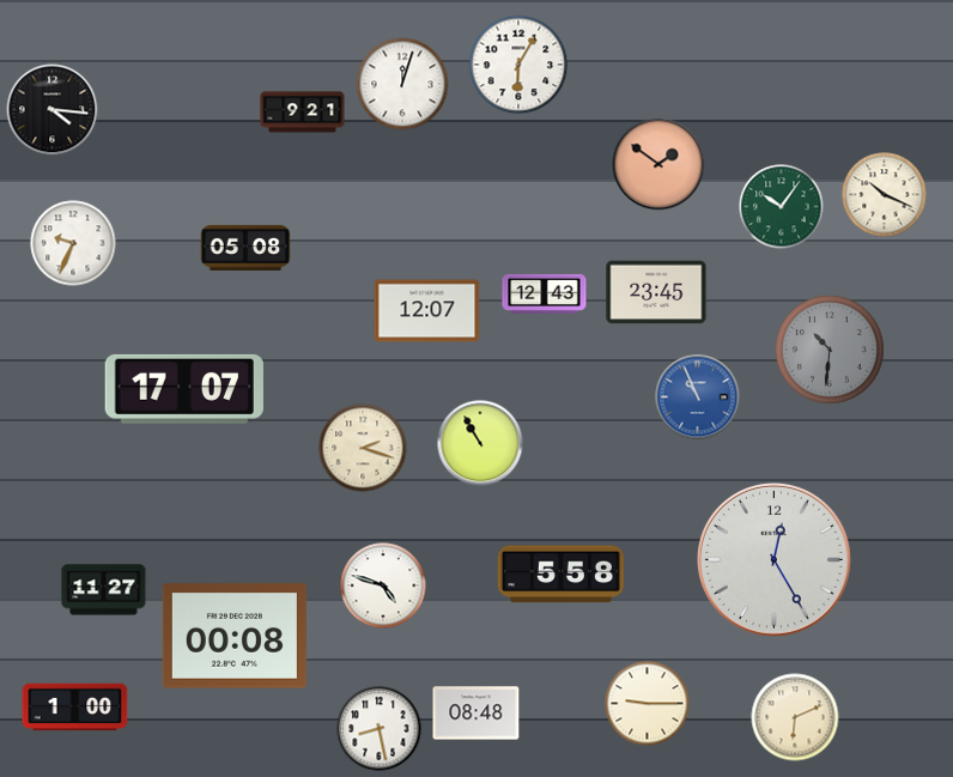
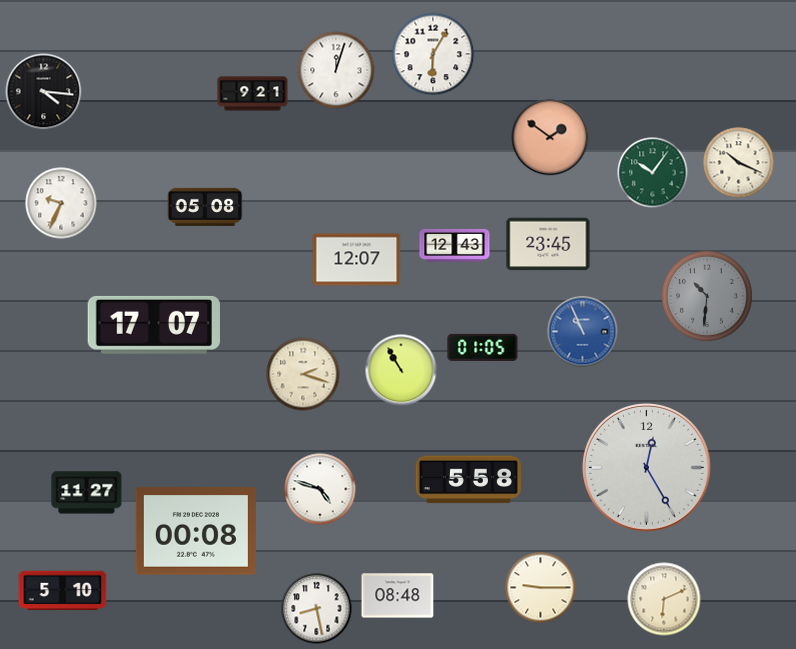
clock at (830, 350) position: (830, 350) -> (707, 296)
clock at (483, 347): none -> 01:05
clock at (75, 708): 1:00 -> 5:10
